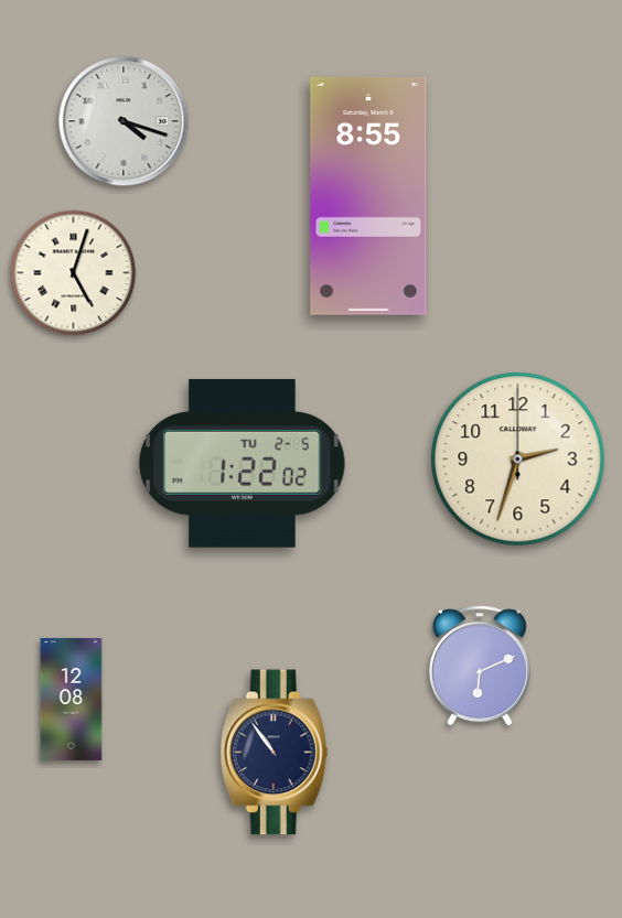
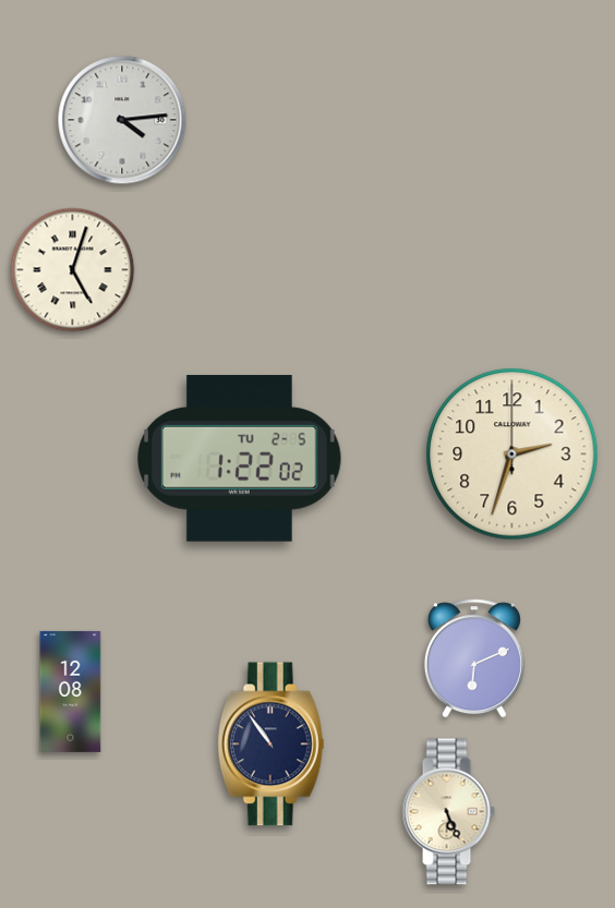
clock at (124, 121): 4:18 -> 4:14
clock at (368, 196): 8:55 -> none
clock at (448, 812): none -> 5:26
